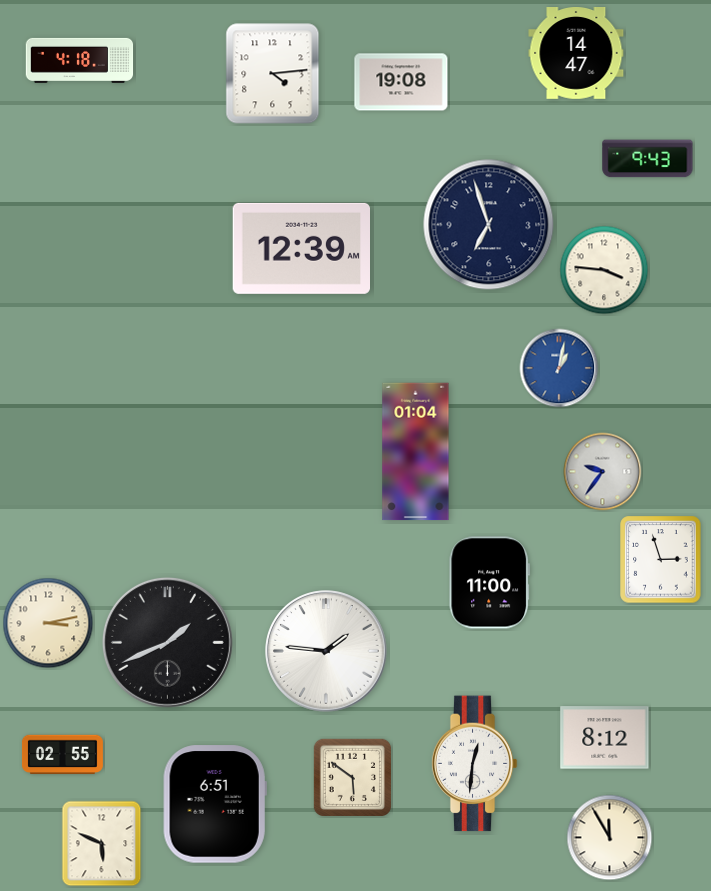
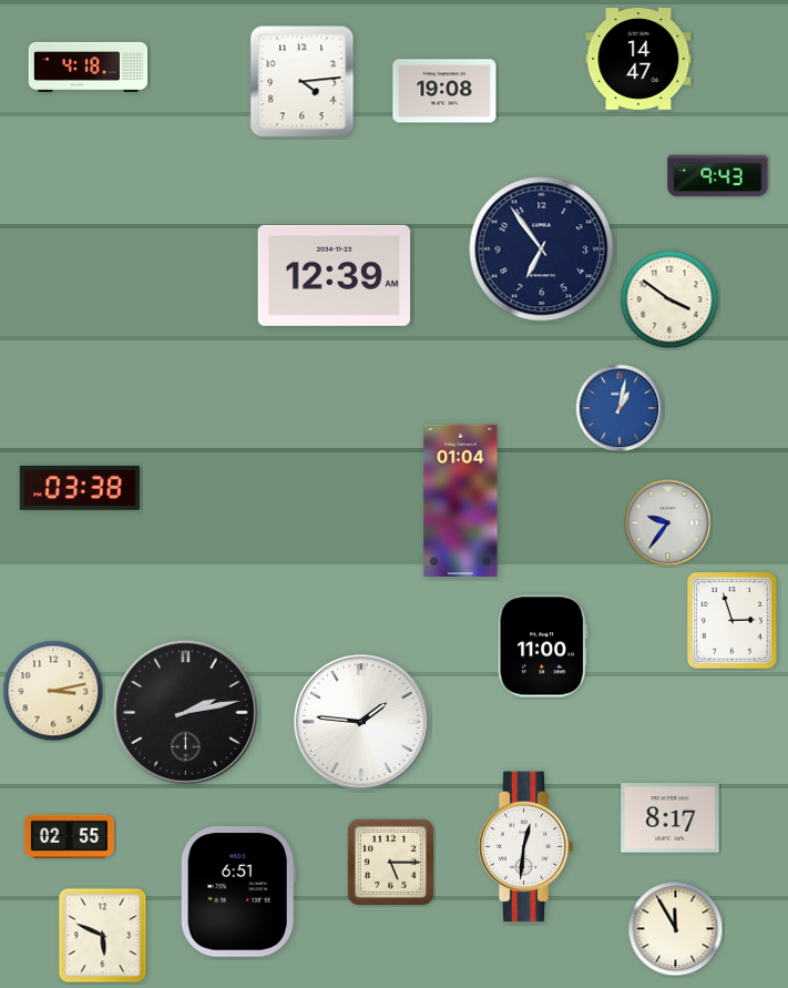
clock at (489, 225): 6:57 -> 6:54
clock at (604, 270): 3:46 -> 3:51
clock at (80, 488): none -> 03:38
clock at (167, 642): 1:41 -> 2:13
clock at (605, 738): 8:12 -> 8:17
clock at (352, 777): 5:51 -> 5:15
clock at (102, 844) position: (102, 844) -> (103, 936)
